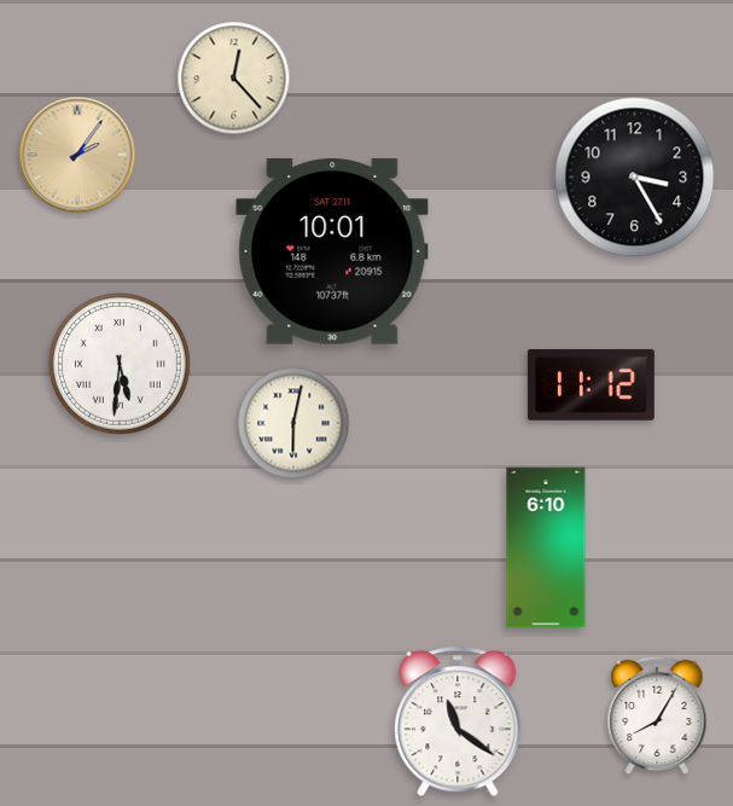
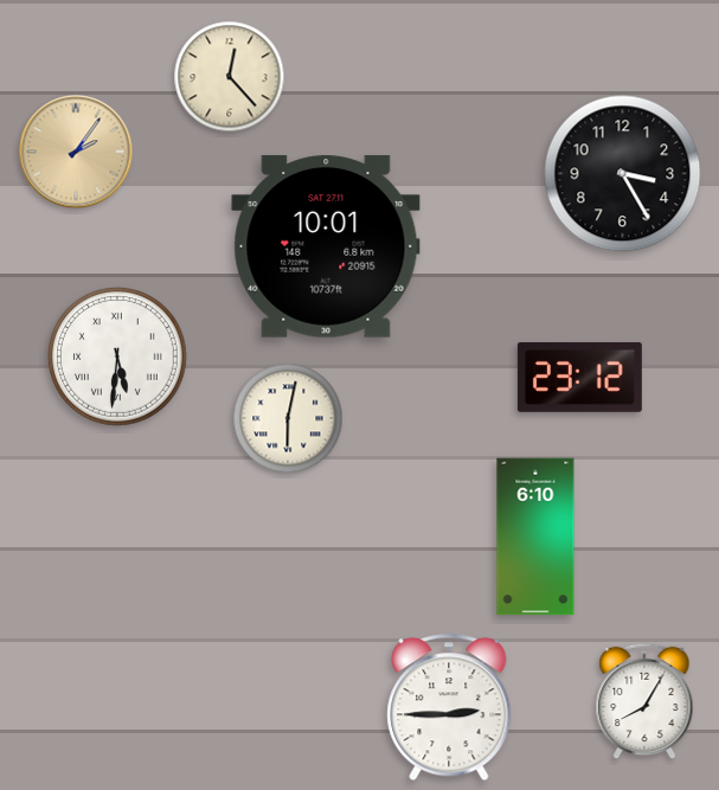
clock at (591, 384): 11:12 -> 23:12
clock at (293, 423) position: (293, 423) -> (288, 418)
clock at (458, 721): 11:21 -> 2:45
